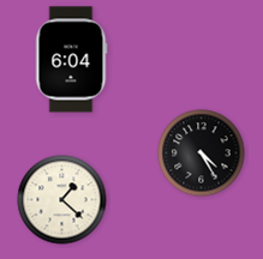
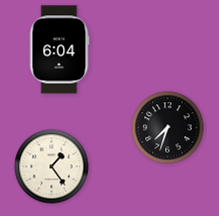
clock at (202, 153): 4:25 -> 7:33
clock at (62, 200): 1:22 -> 1:24
